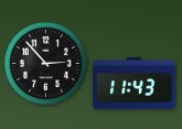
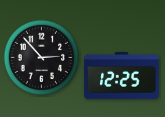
clock at (135, 83): 11:43 -> 12:25
